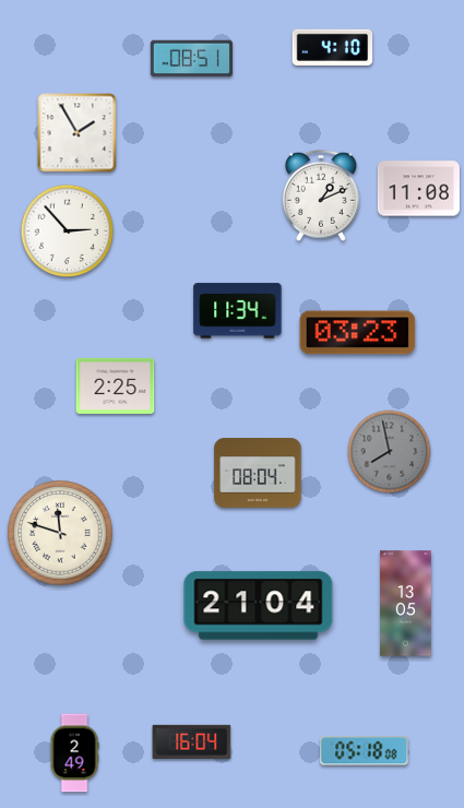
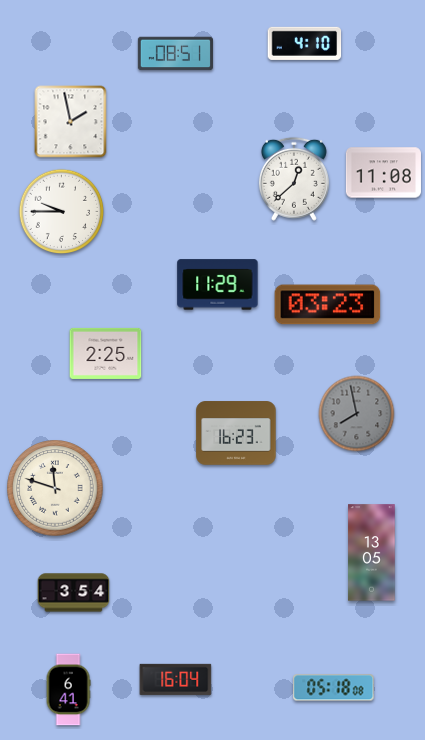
clock at (78, 133): 1:55 -> 1:58
clock at (321, 195): 1:11 -> 12:38
clock at (68, 231): 2:53 -> 9:45
clock at (238, 311): 11:34 -> 11:29
clock at (258, 473): 08:04 -> 16:23
clock at (259, 606): 21:04 -> none
clock at (74, 593): none -> 3:54
clock at (74, 753): 2:49 -> 6:41
